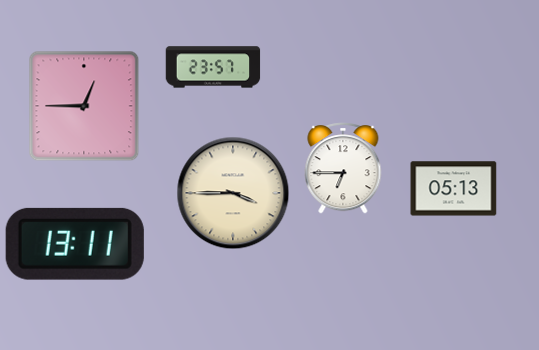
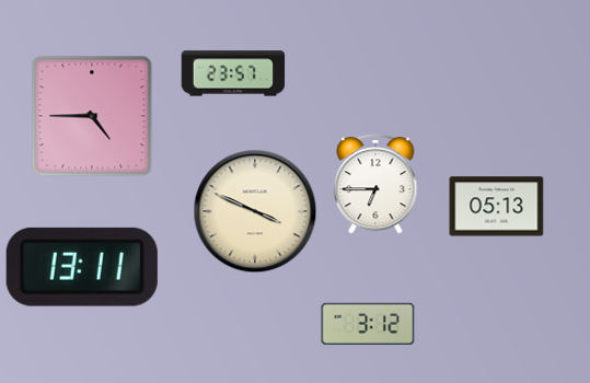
clock at (84, 106): 12:45 -> 4:45
clock at (233, 193): 3:45 -> 3:49
clock at (368, 324): none -> 3:12
